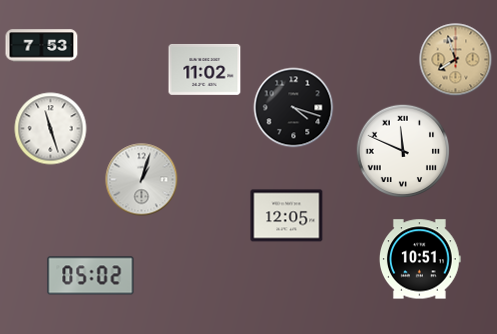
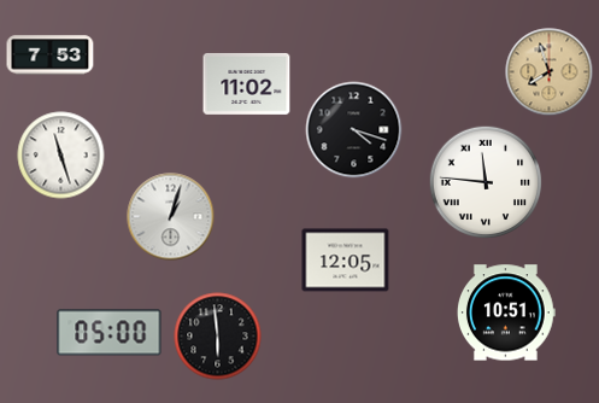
clock at (403, 151): 11:49 -> 11:46
clock at (91, 276): 05:02 -> 05:00
clock at (218, 337): none -> 5:59
